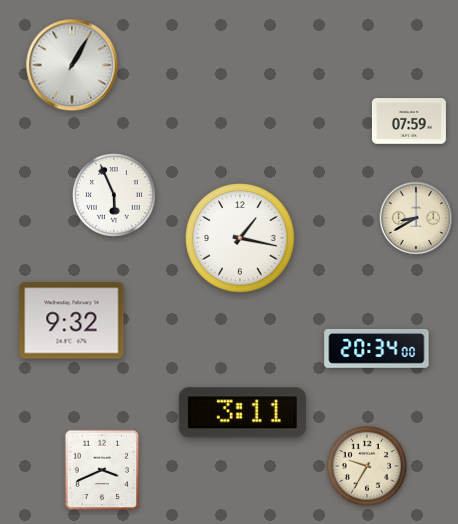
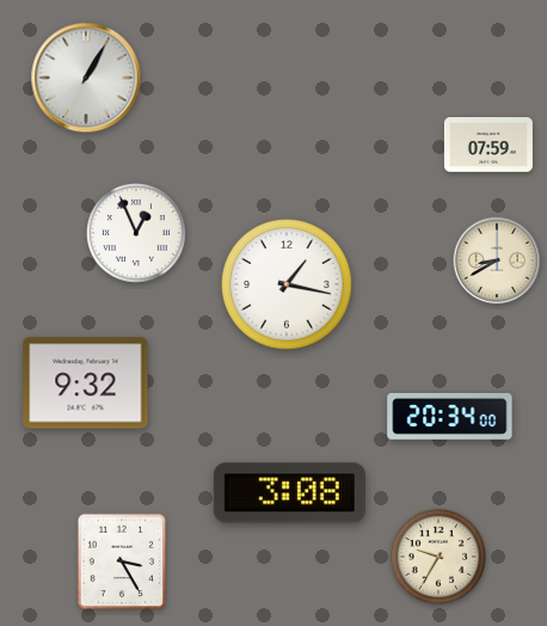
clock at (115, 196): 5:56 -> 12:56
clock at (242, 413): 3:11 -> 3:08
clock at (102, 470): 3:41 -> 3:25
